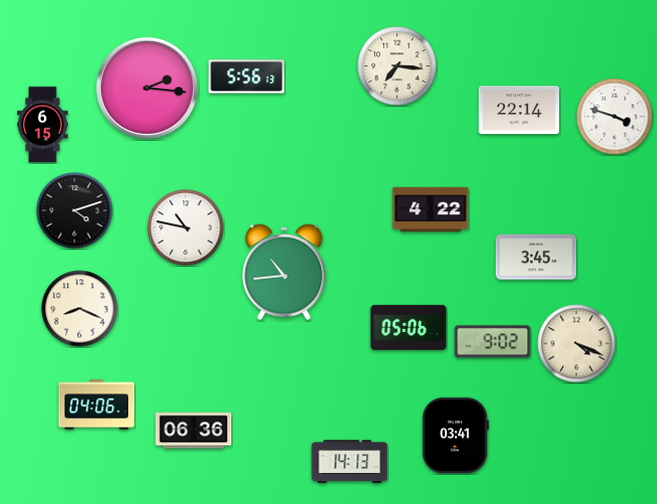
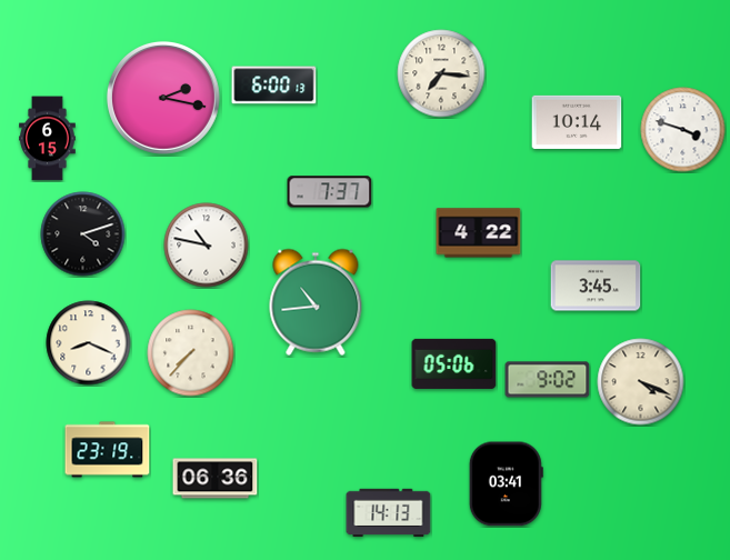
clock at (247, 77): 5:56 -> 6:00
clock at (147, 88): 2:16 -> 2:17
clock at (519, 109): 22:14 -> 10:14
clock at (330, 192): none -> 7:37
clock at (186, 228) position: (186, 228) -> (207, 246)
clock at (191, 353): none -> 7:37
clock at (97, 405): 04:06 -> 23:19
